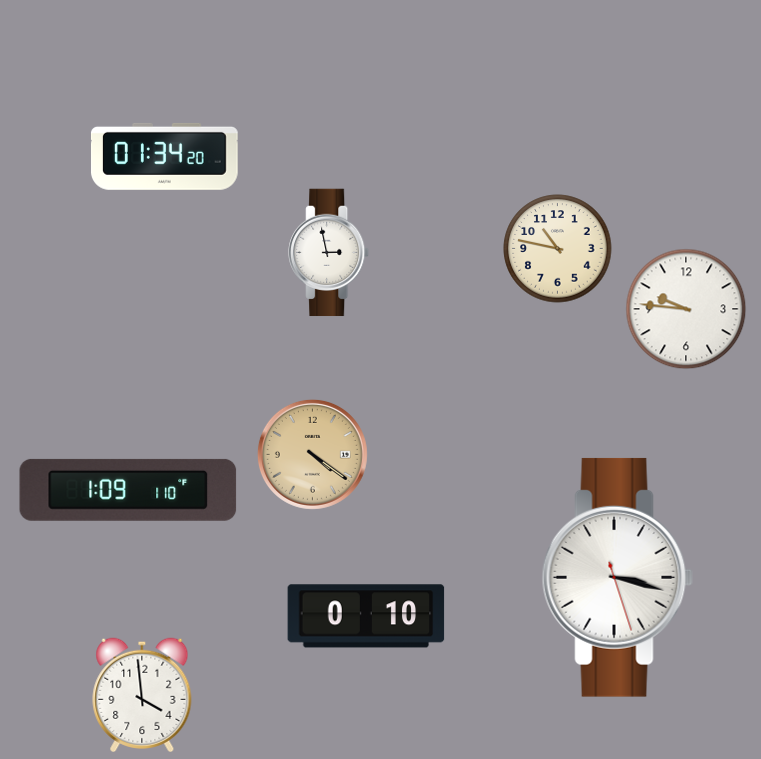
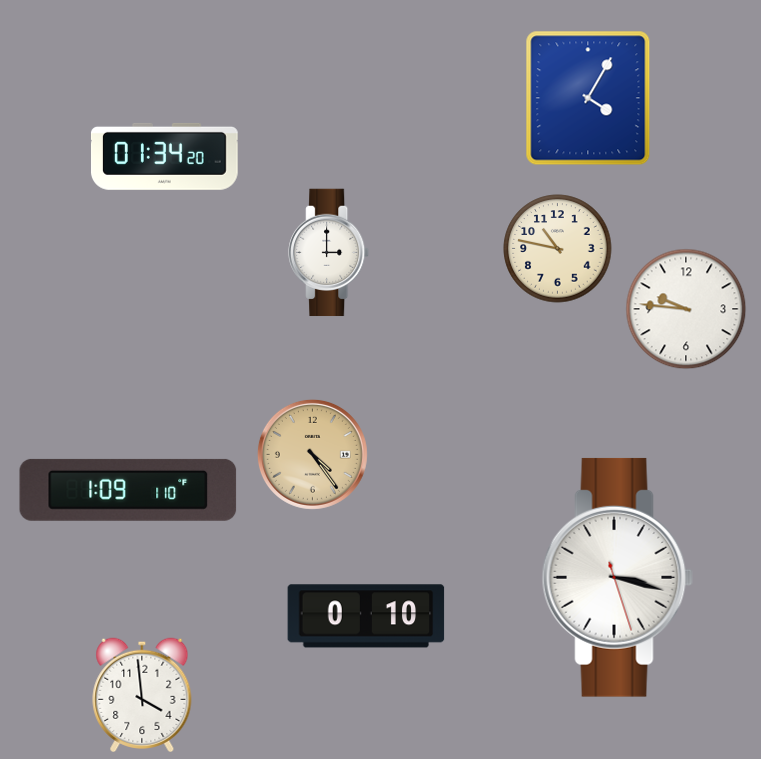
clock at (588, 98): none -> 4:05
clock at (329, 253): 2:58 -> 3:00
clock at (312, 454): 4:21 -> 4:24
